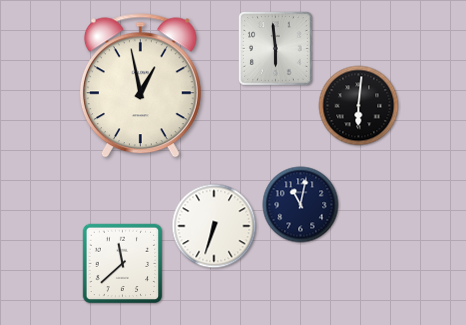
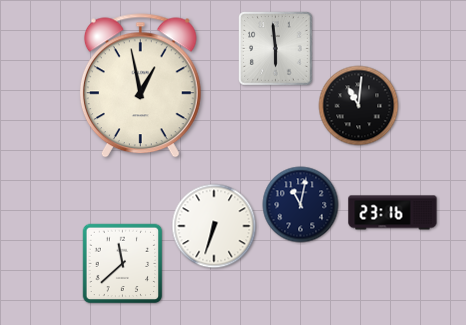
clock at (359, 106): 6:01 -> 11:01
clock at (393, 213): none -> 23:16
